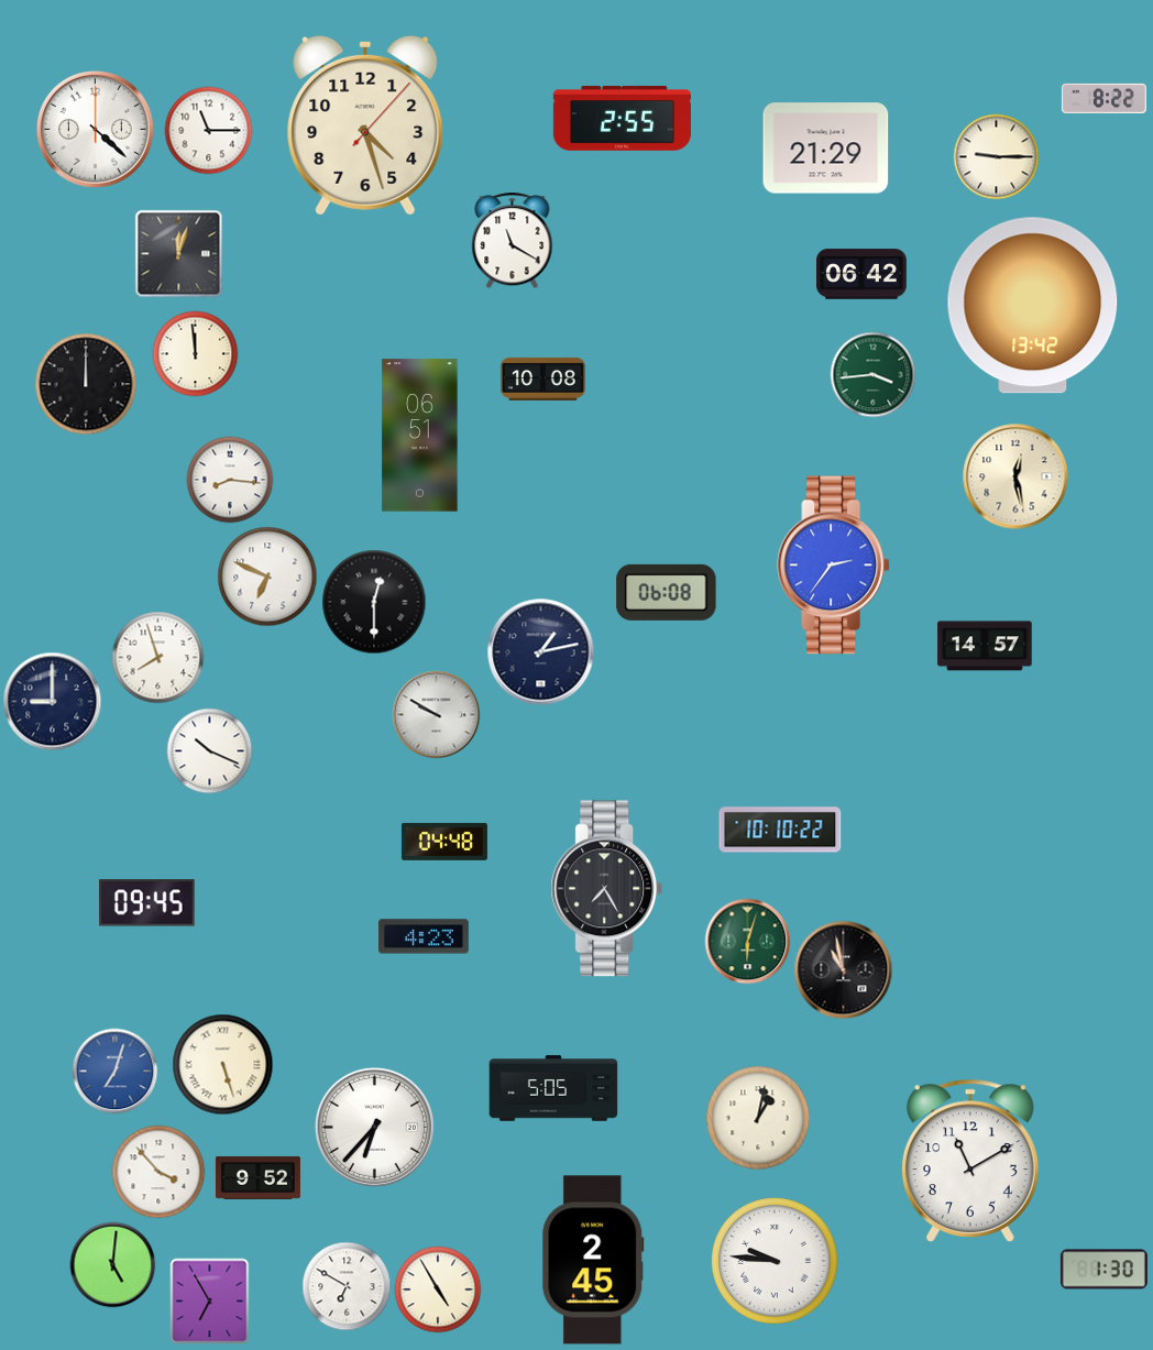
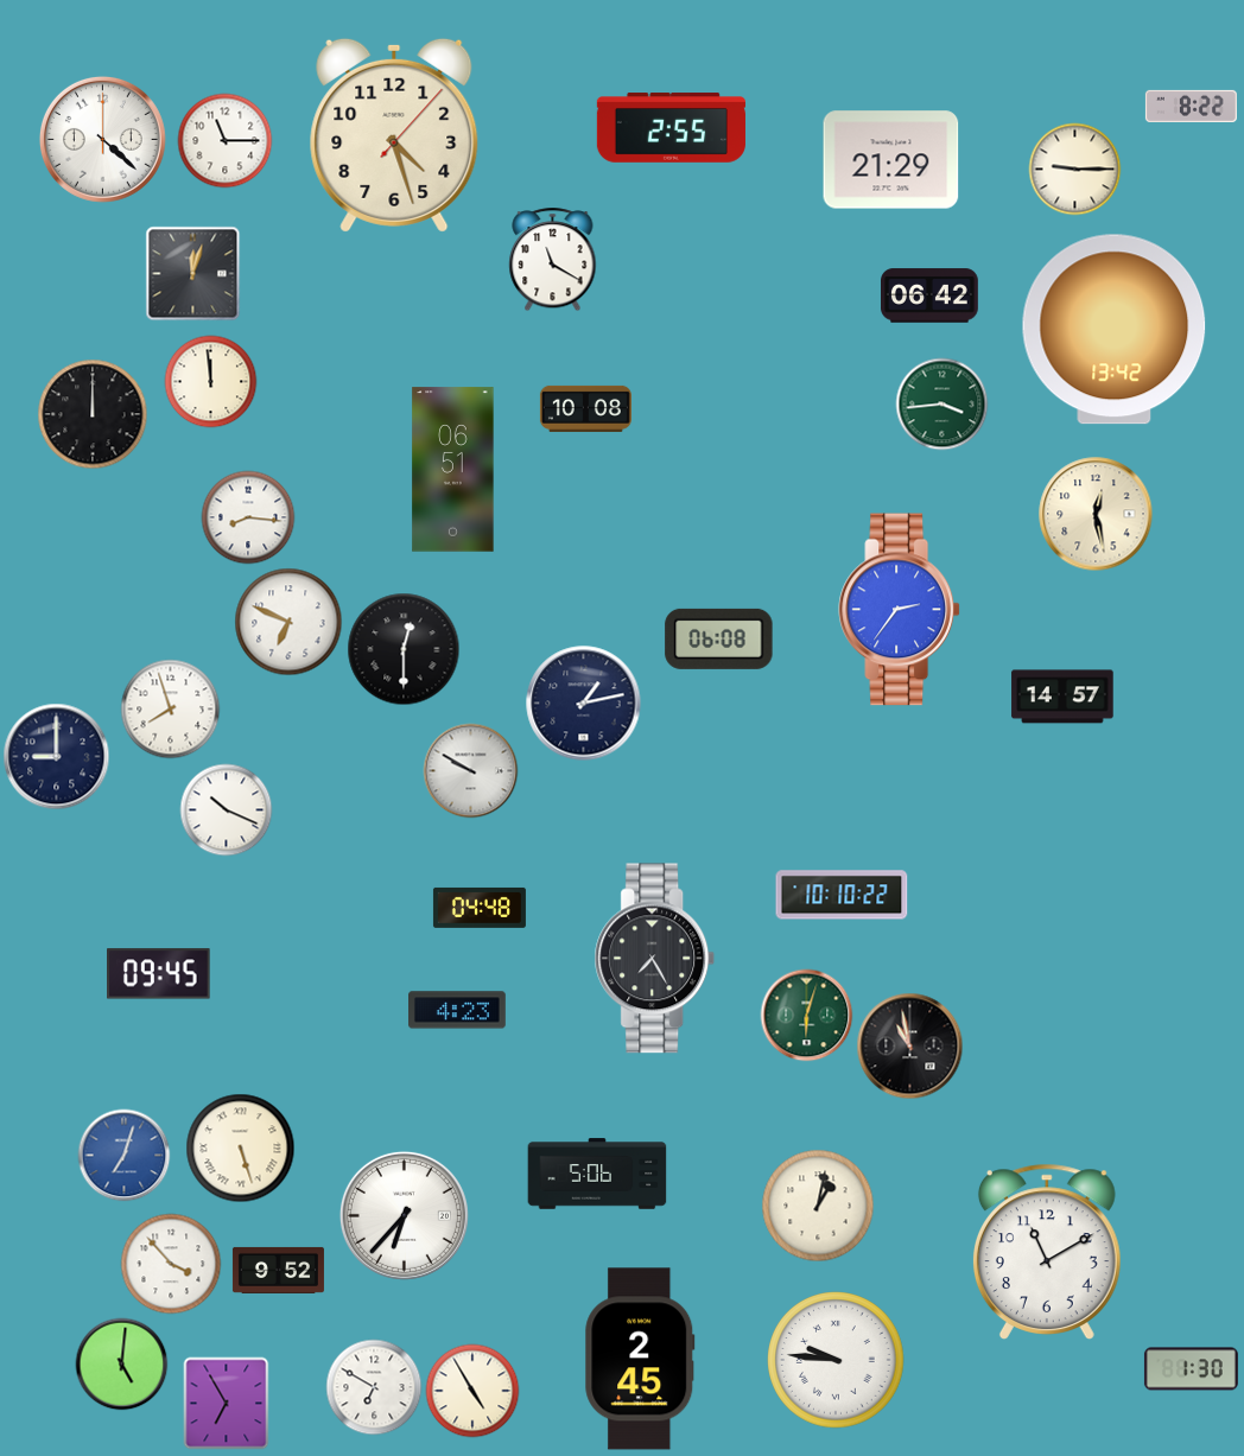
clock at (553, 1088): 5:05 -> 5:06
